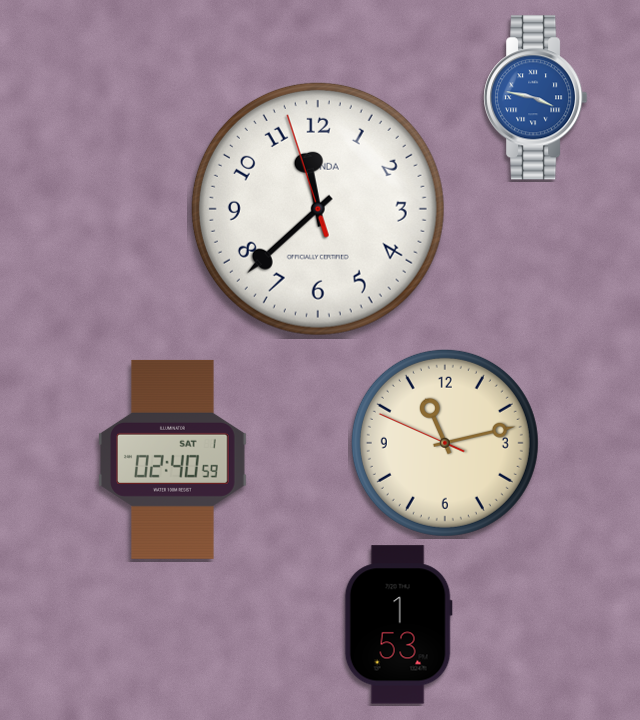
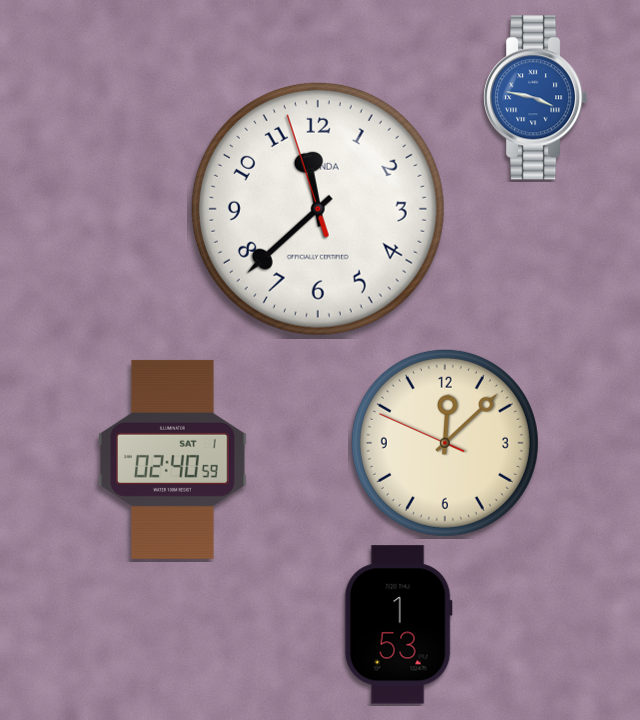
clock at (445, 443): 11:12 -> 12:07
